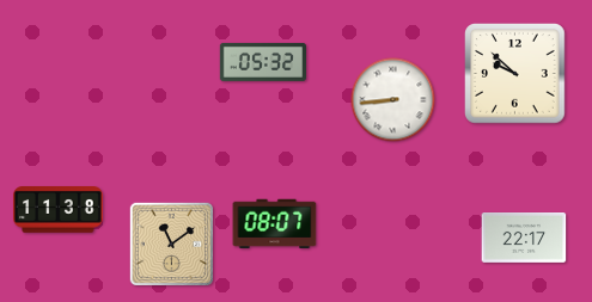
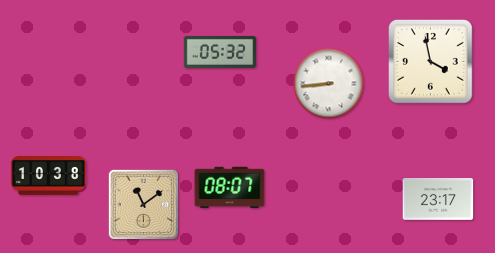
clock at (515, 74): 9:52 -> 3:58
clock at (59, 210): 11:38 -> 10:38
clock at (524, 239): 22:17 -> 23:17
